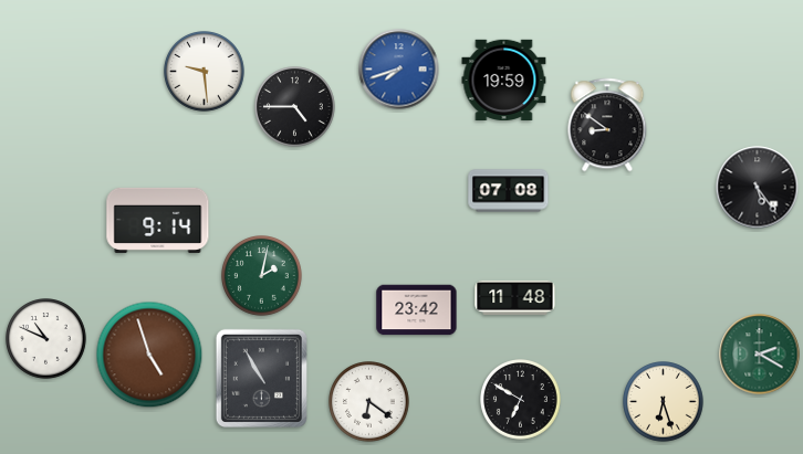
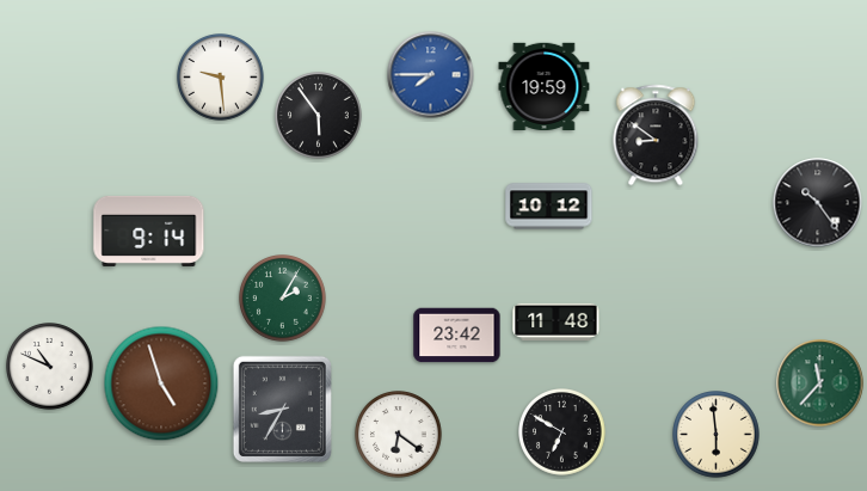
clock at (399, 70): 7:42 -> 7:45
clock at (295, 107): 4:45 -> 5:54
clock at (758, 188): 5:24 -> 10:24
clock at (509, 191): 07:08 -> 10:12
clock at (158, 220) position: (158, 220) -> (149, 231)
clock at (262, 276): 2:02 -> 2:05
clock at (417, 310) position: (417, 310) -> (457, 336)
clock at (760, 355): 2:20 -> 11:37
clock at (261, 378): 10:55 -> 8:35
clock at (664, 402): 6:27 -> 5:59
